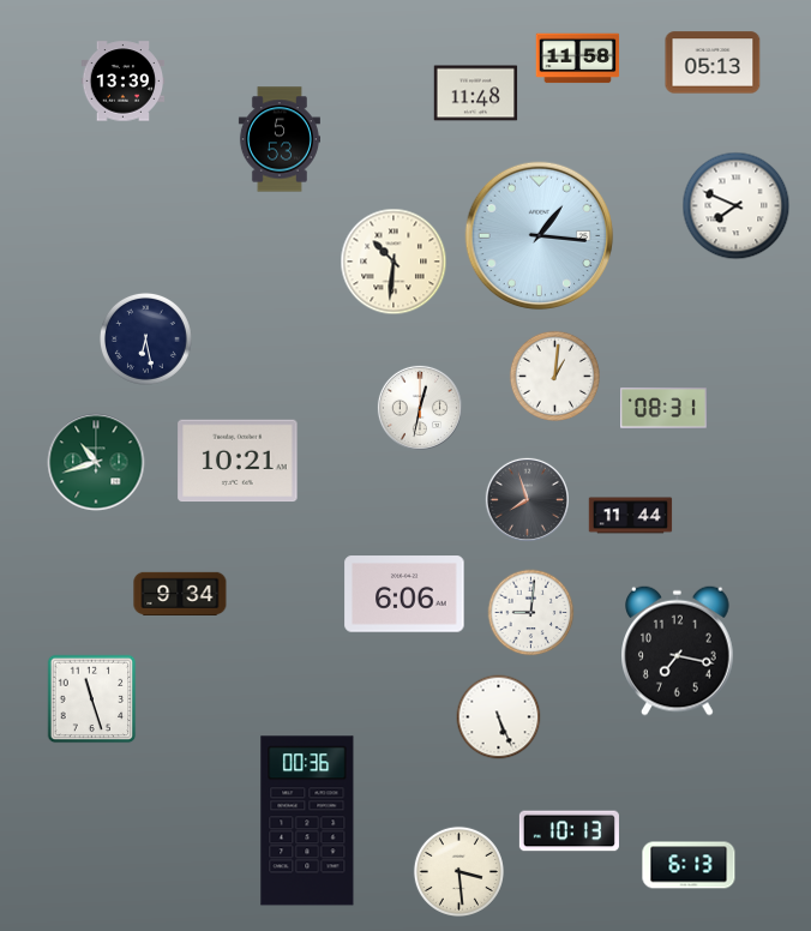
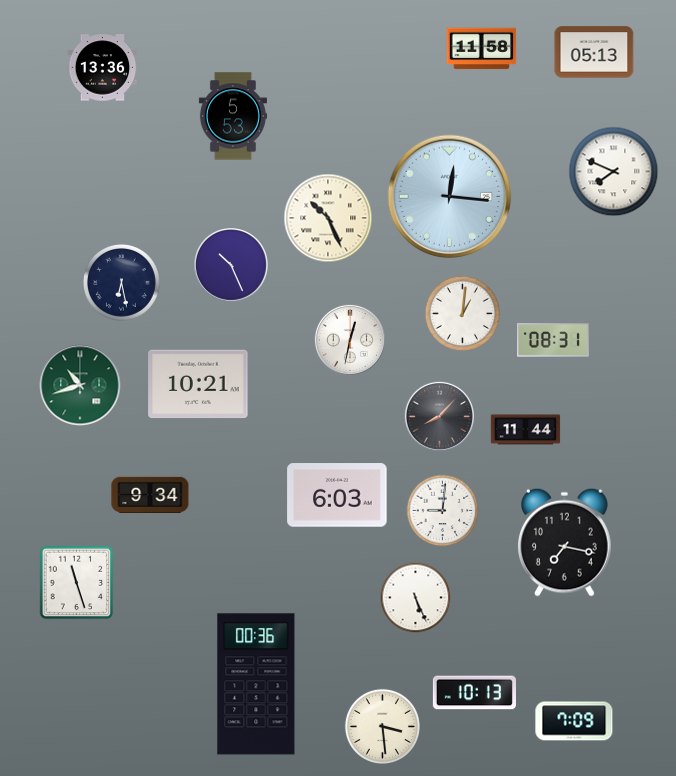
clock at (124, 82): 13:39 -> 13:36
clock at (476, 94): 11:48 -> none
clock at (540, 236): 1:16 -> 12:16
clock at (394, 262): 10:31 -> 10:26
clock at (232, 266): none -> 10:26
clock at (527, 499): 7:57 -> 8:07
clock at (404, 594): 6:06 -> 6:03
clock at (689, 865): 6:13 -> 7:09
